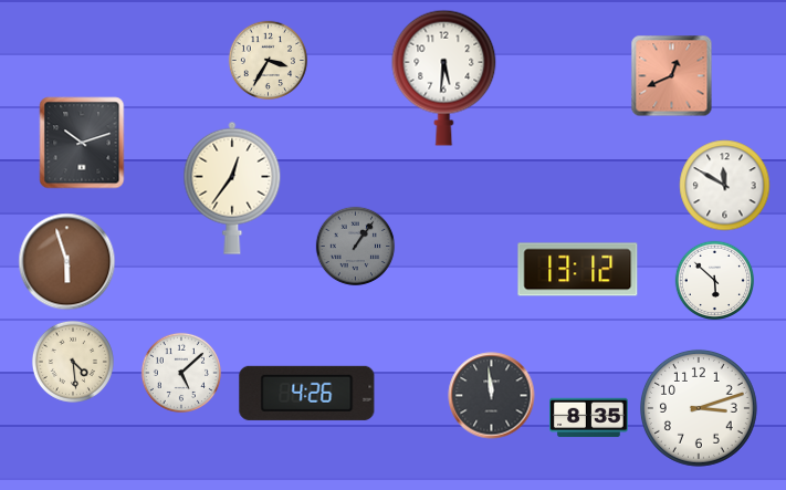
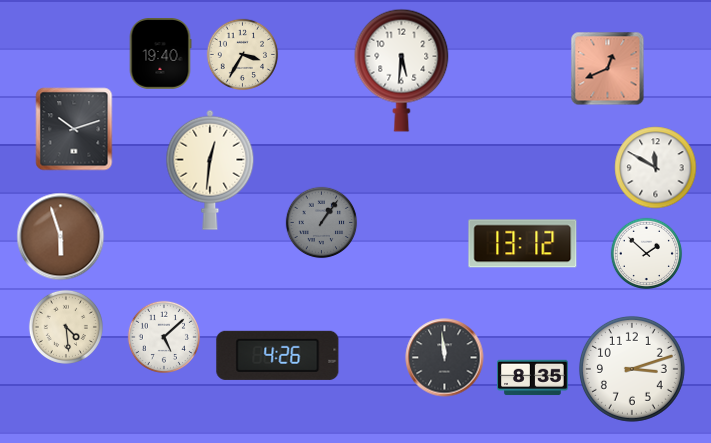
clock at (160, 54): none -> 19:40
clock at (232, 188): 12:36 -> 12:31
clock at (715, 281): 5:52 -> 1:52
